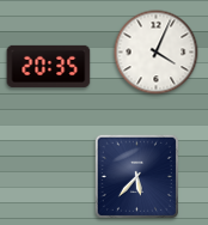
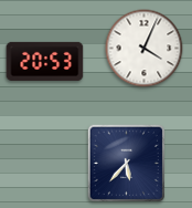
clock at (49, 66): 20:35 -> 20:53
